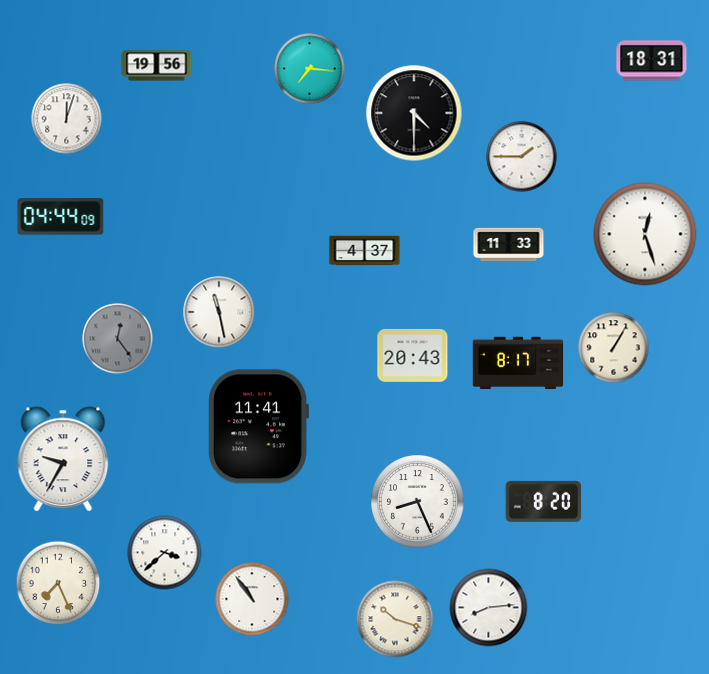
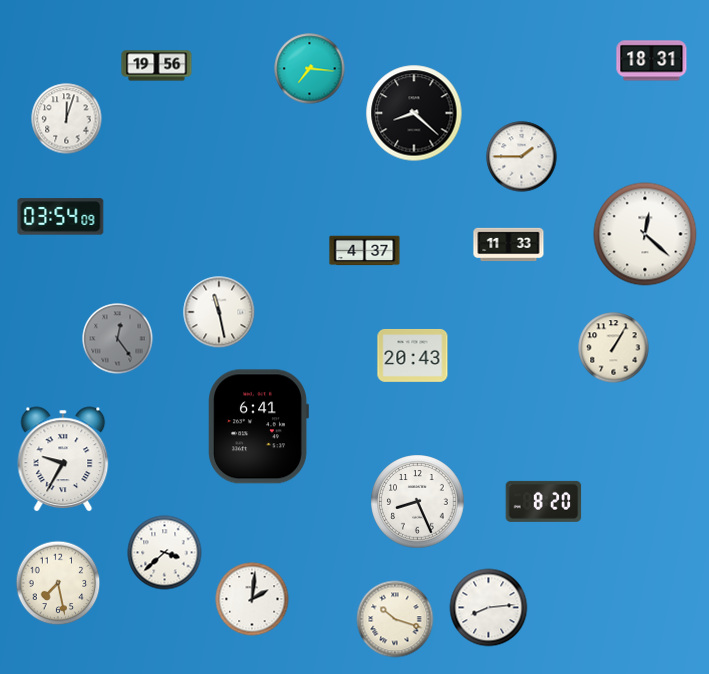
clock at (414, 113): 4:30 -> 8:22
clock at (61, 217): 04:44 -> 03:54
clock at (645, 234): 12:27 -> 12:22
clock at (518, 363): 8:17 -> none
clock at (258, 427): 11:41 -> 6:41
clock at (58, 583): 7:26 -> 7:28
clock at (252, 599): 10:54 -> 2:01
